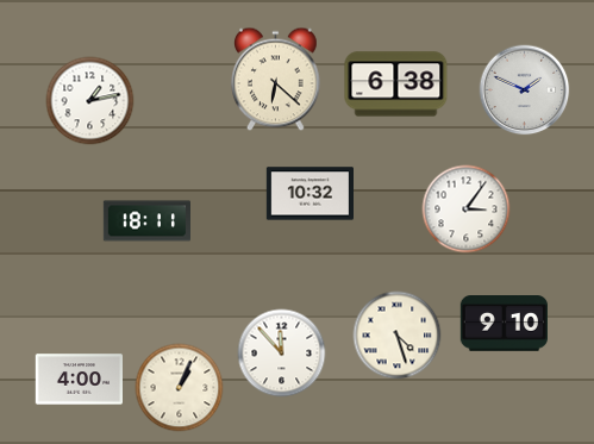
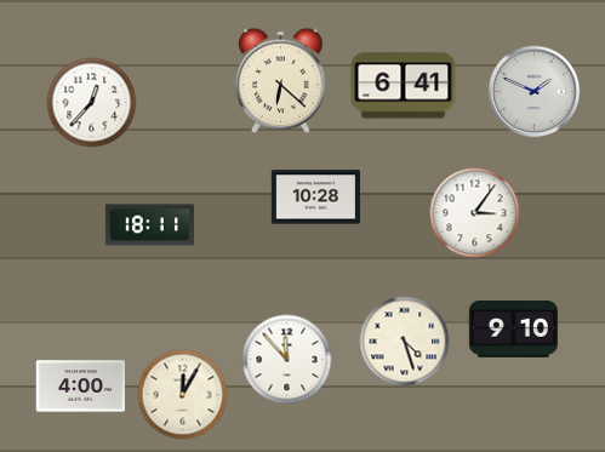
clock at (396, 85): 6:38 -> 6:41
clock at (90, 101): 1:13 -> 12:37
clock at (309, 194): 10:32 -> 10:28
clock at (180, 388): 1:04 -> 12:05
